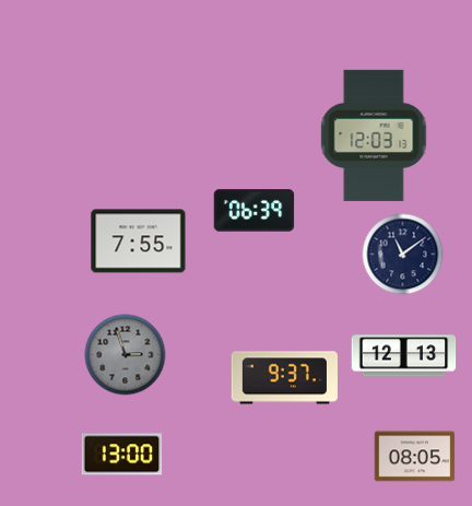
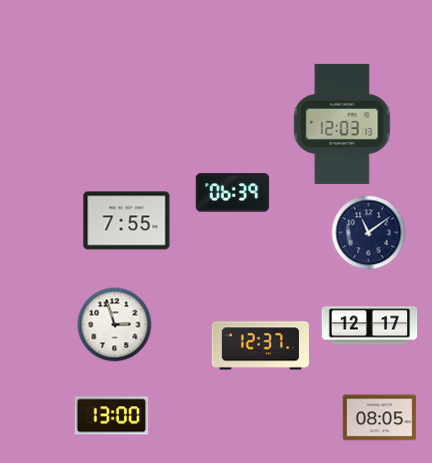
clock at (126, 355) dial: grey -> white
clock at (404, 356): 12:13 -> 12:17
clock at (284, 378): 9:37 -> 12:37
